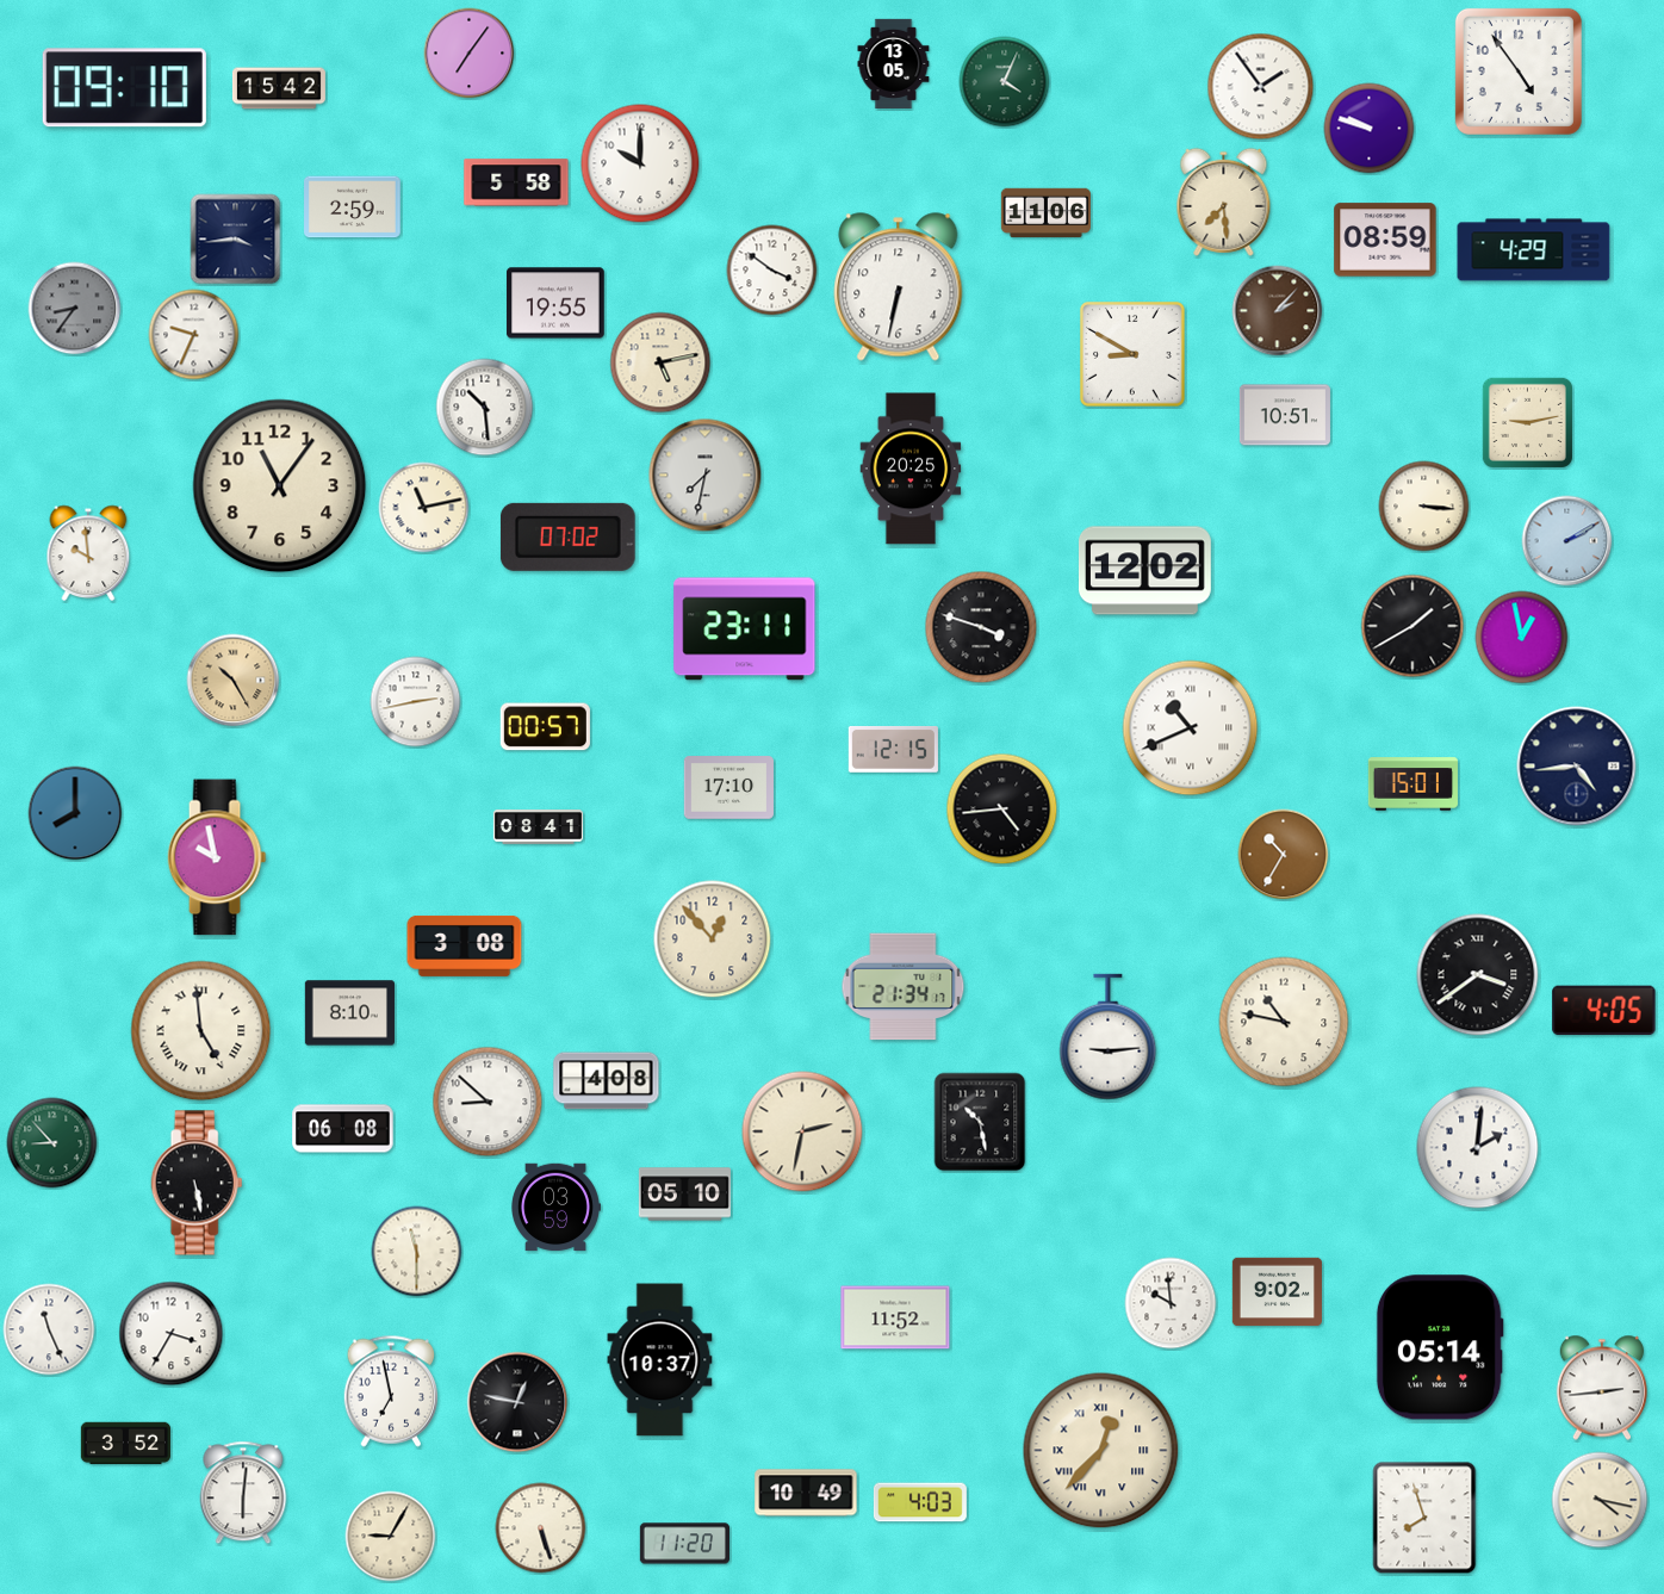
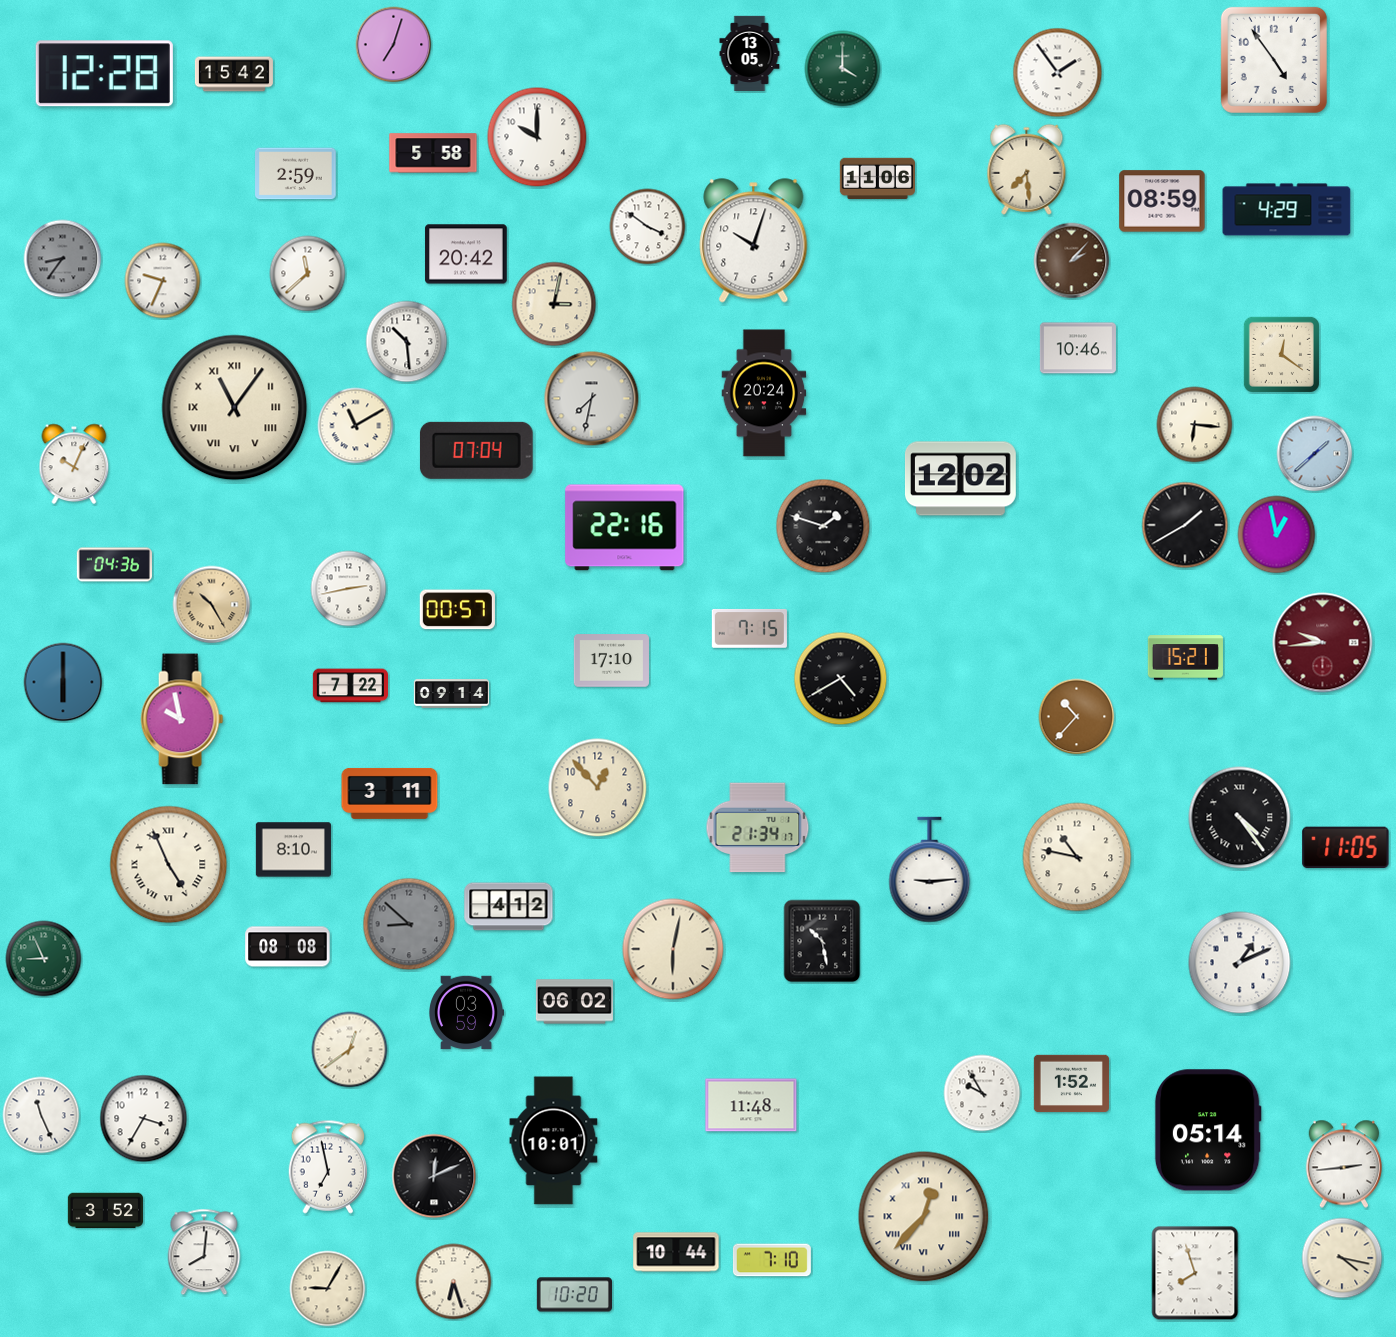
clock at (470, 54): 7:06 -> 7:03
clock at (1005, 82): 4:04 -> 4:00
clock at (124, 88): 09:10 -> 12:28
clock at (1370, 129): 9:48 -> none
clock at (236, 240): 3:44 -> none
clock at (899, 287): 6:32 -> 10:03
clock at (555, 303): 19:55 -> 20:42
clock at (308, 274): none -> 11:38
clock at (1134, 355): 8:50 -> none
clock at (660, 362): 5:13 -> 3:02
clock at (1285, 415): 10:51 -> 10:46
clock at (1527, 422): 9:13 -> 12:21
clock at (911, 469): 20:25 -> 20:24
clock at (280, 486) numerals: Arabic -> Roman
clock at (1424, 507): 3:16 -> 6:16
clock at (424, 508): 11:13 -> 11:10
clock at (567, 536): 07:02 -> 07:04
clock at (1567, 541): 2:10 -> 1:38
clock at (88, 553): 9:59 -> 10:04
clock at (981, 627): 3:48 -> 1:48
clock at (745, 629): 23:11 -> 22:16
clock at (114, 565): none -> 04:36
clock at (234, 681) position: (234, 681) -> (212, 605)
clock at (1191, 728): 10:41 -> none
clock at (893, 749): 12:15 -> 7:15
clock at (1577, 767): 4:44 -> 9:44
clock at (1577, 767) dial: navy -> burgundy
clock at (1412, 784): 15:01 -> 15:21
clock at (1002, 810): 4:44 -> 4:40
clock at (75, 813): 8:00 -> 6:00
clock at (350, 686): none -> 7:22
clock at (538, 827): 08:41 -> 09:14
clock at (1284, 855): 10:35 -> 10:37
clock at (465, 945): 3:08 -> 3:11
clock at (1478, 975): 3:39 -> 4:24
clock at (1604, 1011): 4:05 -> 11:05
clock at (201, 1031): 4:59 -> 4:56
clock at (607, 1081): 4:08 -> 4:12
clock at (488, 1102) dial: white -> grey
clock at (343, 1129): 06:08 -> 08:08
clock at (802, 1131): 2:32 -> 6:02
clock at (52, 1143): 8:53 -> 8:56
clock at (1478, 1148): 2:01 -> 1:11
clock at (197, 1183): 5:28 -> none
clock at (684, 1195): 05:10 -> 06:02
clock at (417, 1252): 11:30 -> 12:39
clock at (1277, 1292): 9:02 -> 1:52
clock at (1171, 1303): 9:59 -> 9:55
clock at (895, 1317): 11:52 -> 11:48
clock at (660, 1360): 10:37 -> 10:01
clock at (517, 1402): 12:47 -> 12:11
clock at (243, 1493): 6:01 -> 8:01
clock at (806, 1493): 10:49 -> 10:44
clock at (920, 1502): 4:03 -> 7:10
clock at (541, 1528): 5:27 -> 6:27
clock at (684, 1544): 11:20 -> 10:20
